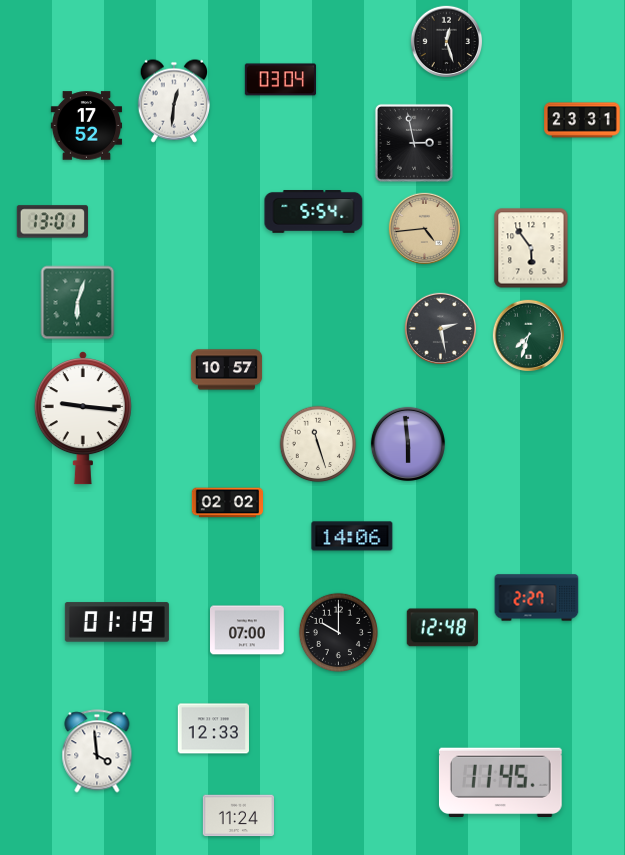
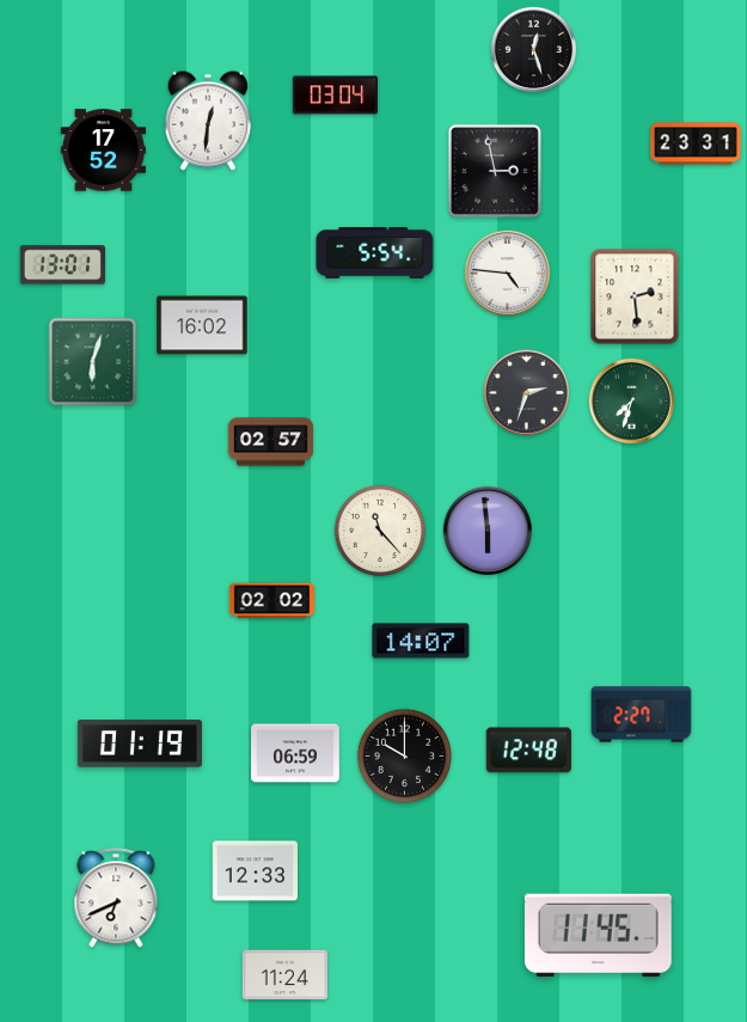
clock at (424, 228): 4:44 -> 4:46
clock at (424, 228) dial: champagne -> white
clock at (531, 248): 5:54 -> 2:29
clock at (202, 325): none -> 16:02
clock at (440, 328): 2:28 -> 2:33
clock at (227, 370): 10:57 -> 02:57
clock at (83, 418): 9:16 -> none
clock at (318, 444): 11:27 -> 11:23
clock at (352, 536): 14:06 -> 14:07
clock at (248, 630): 07:00 -> 06:59
clock at (97, 751): 3:59 -> 6:41
